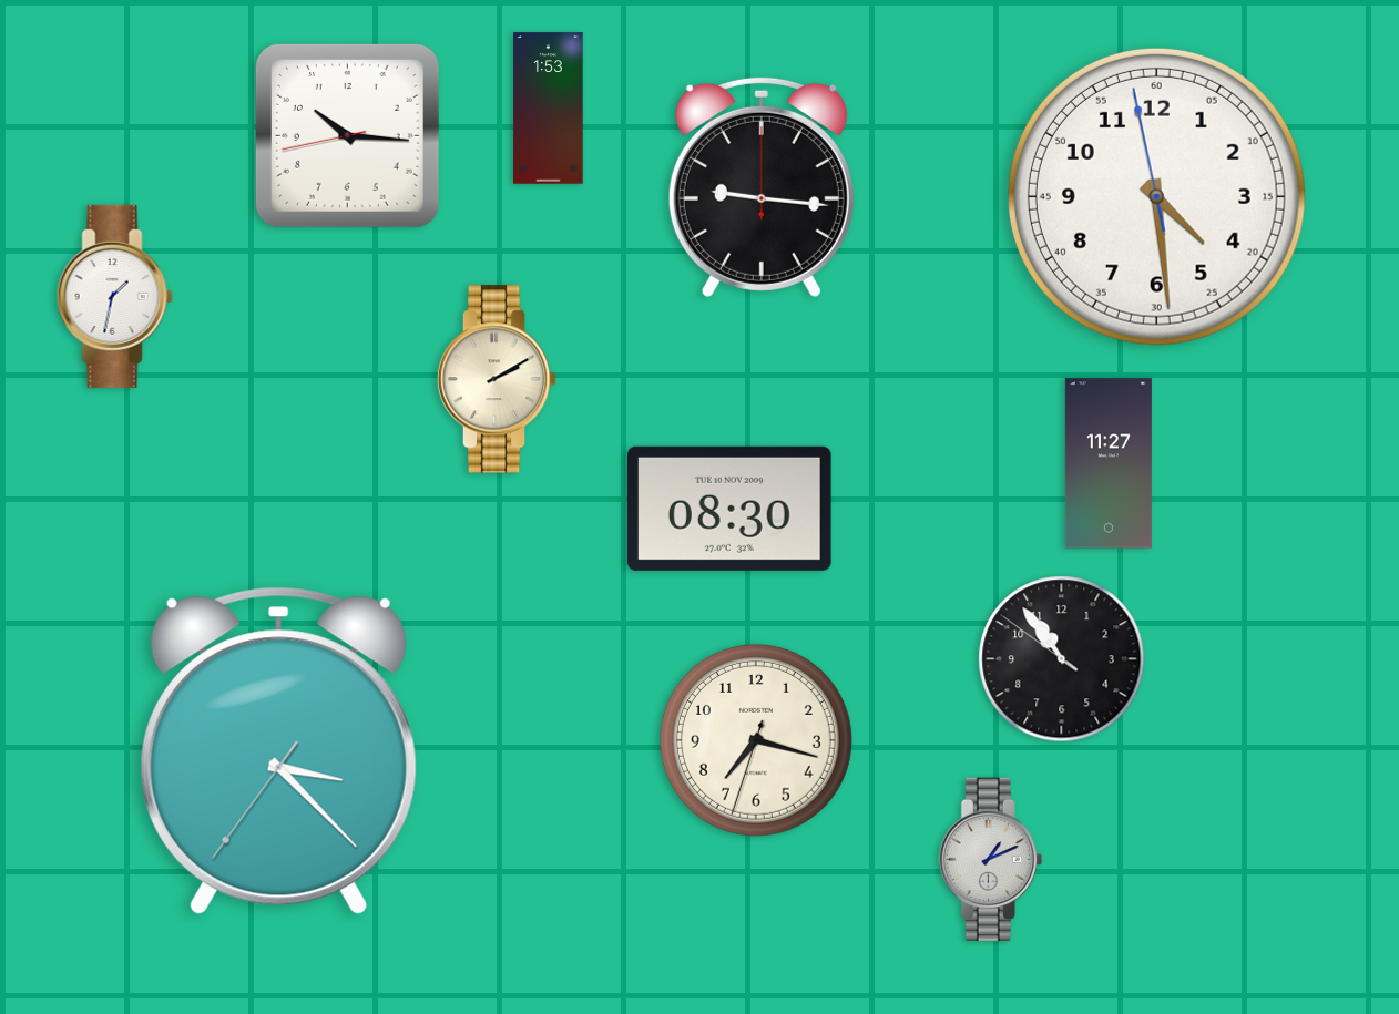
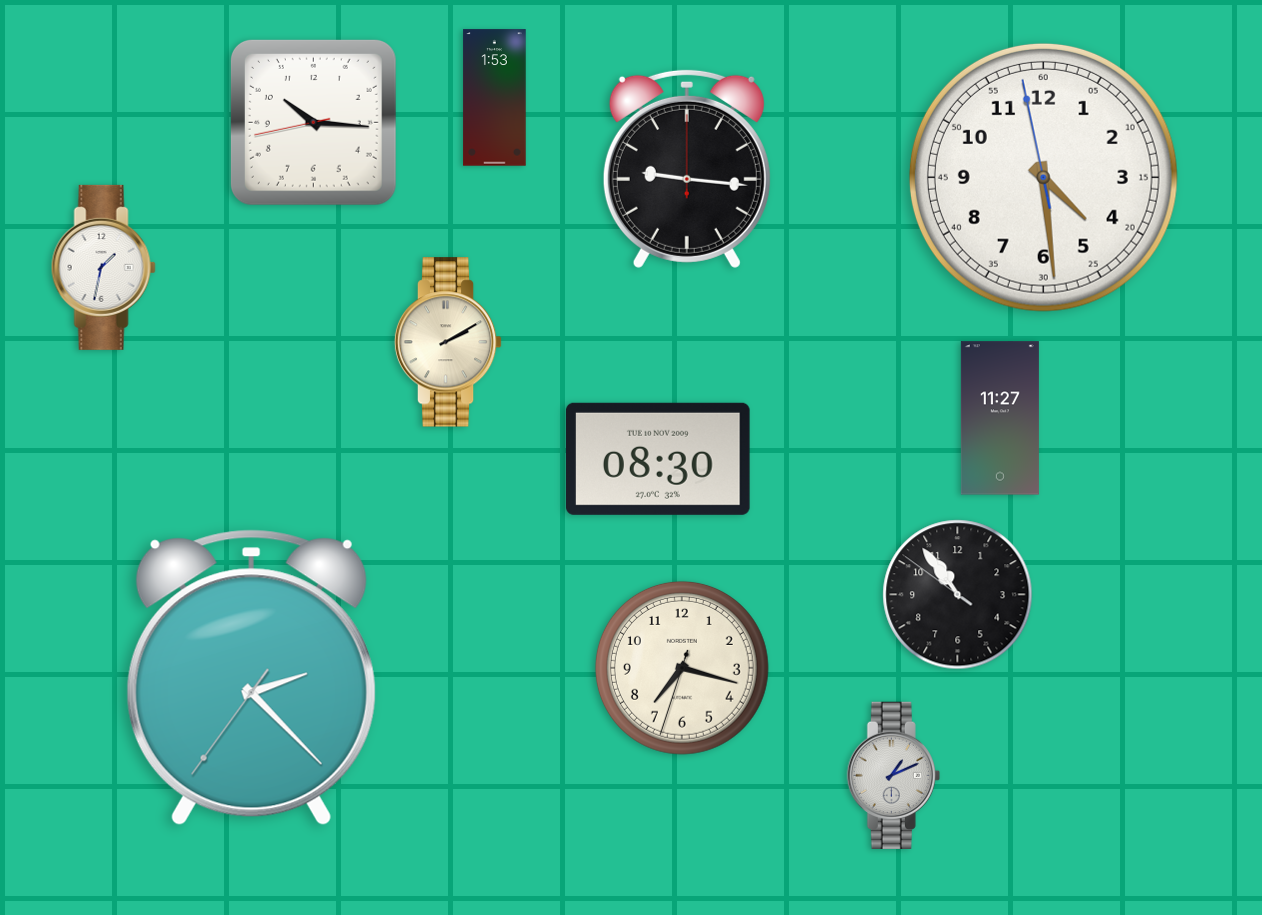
clock at (278, 751): 3:22 -> 2:22
